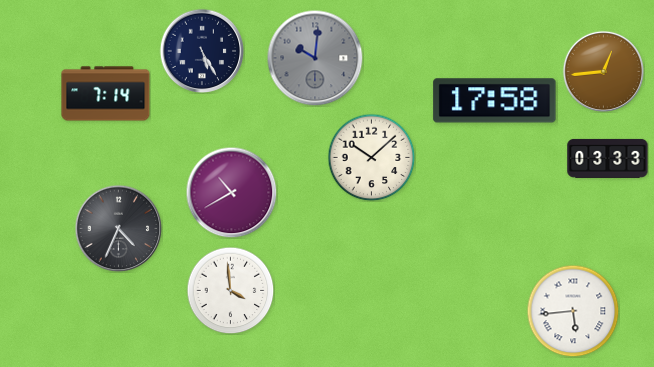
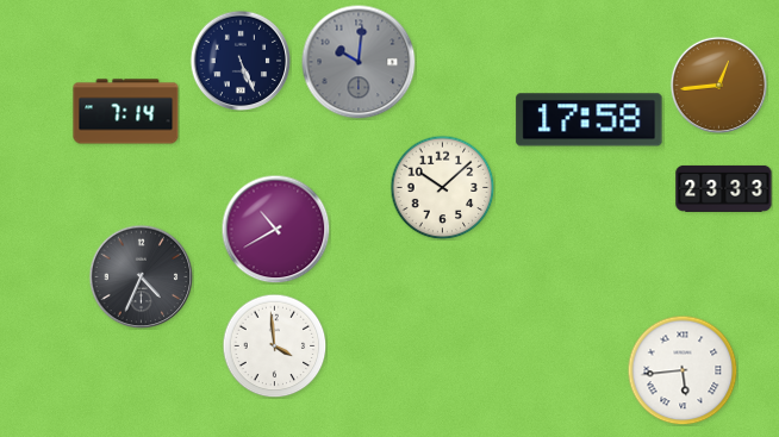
clock at (202, 51): 5:25 -> 5:26
clock at (315, 58) position: (315, 58) -> (359, 62)
clock at (608, 158): 03:33 -> 23:33
clock at (118, 228) position: (118, 228) -> (141, 276)
